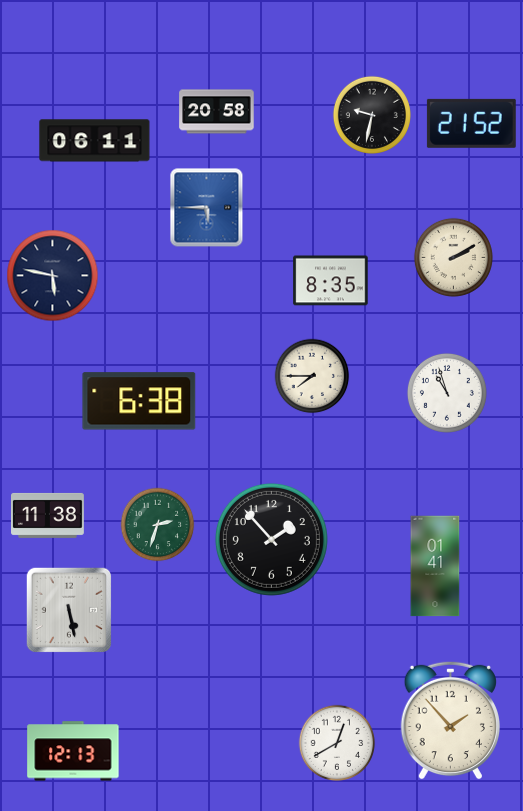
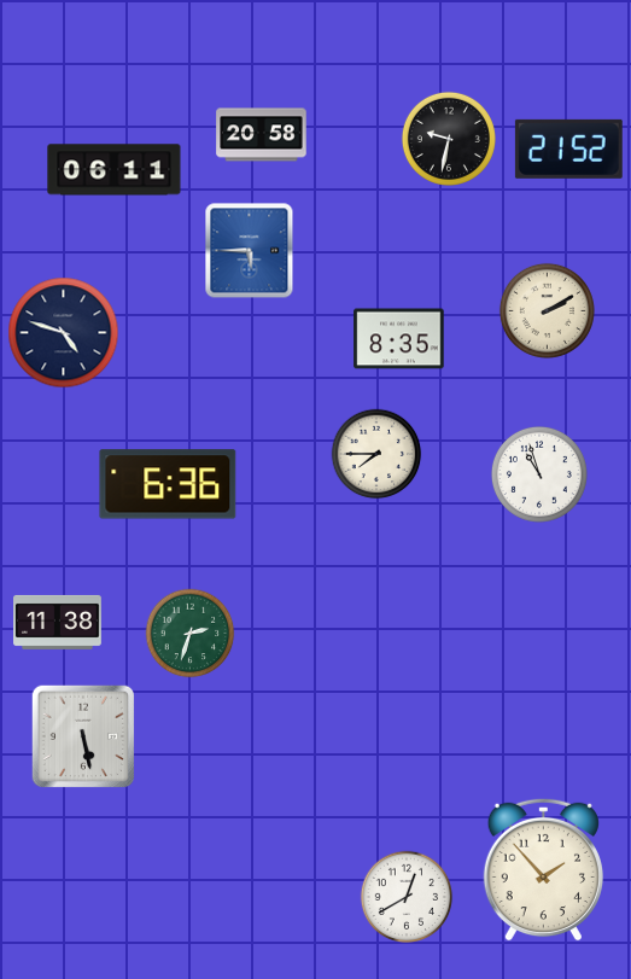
clock at (53, 276): 5:47 -> 4:48
clock at (139, 401): 6:38 -> 6:36
clock at (271, 539): 1:53 -> none
clock at (435, 566): 01:41 -> none
clock at (73, 751): 12:13 -> none
